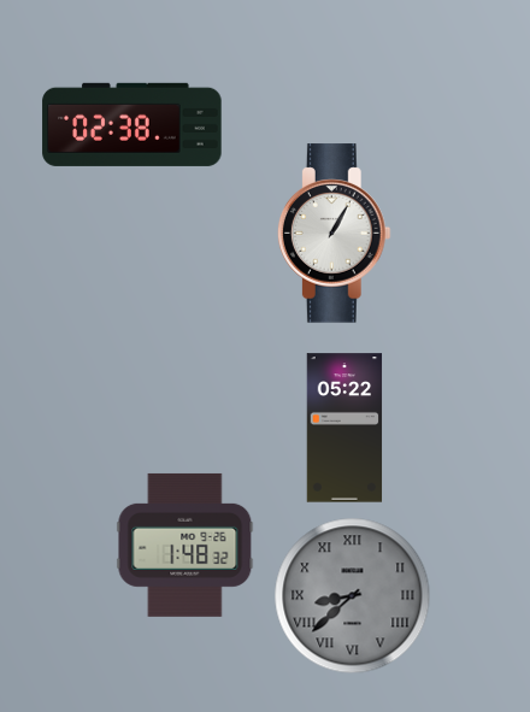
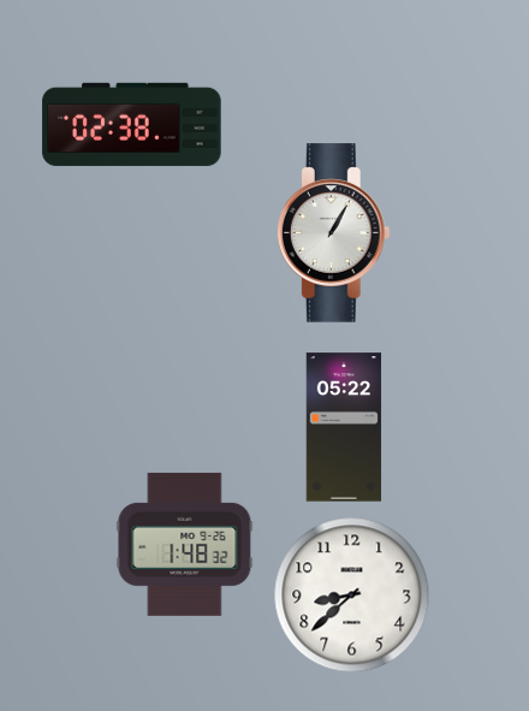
clock at (353, 596) dial: grey -> white
clock at (353, 596) numerals: Roman -> Arabic
